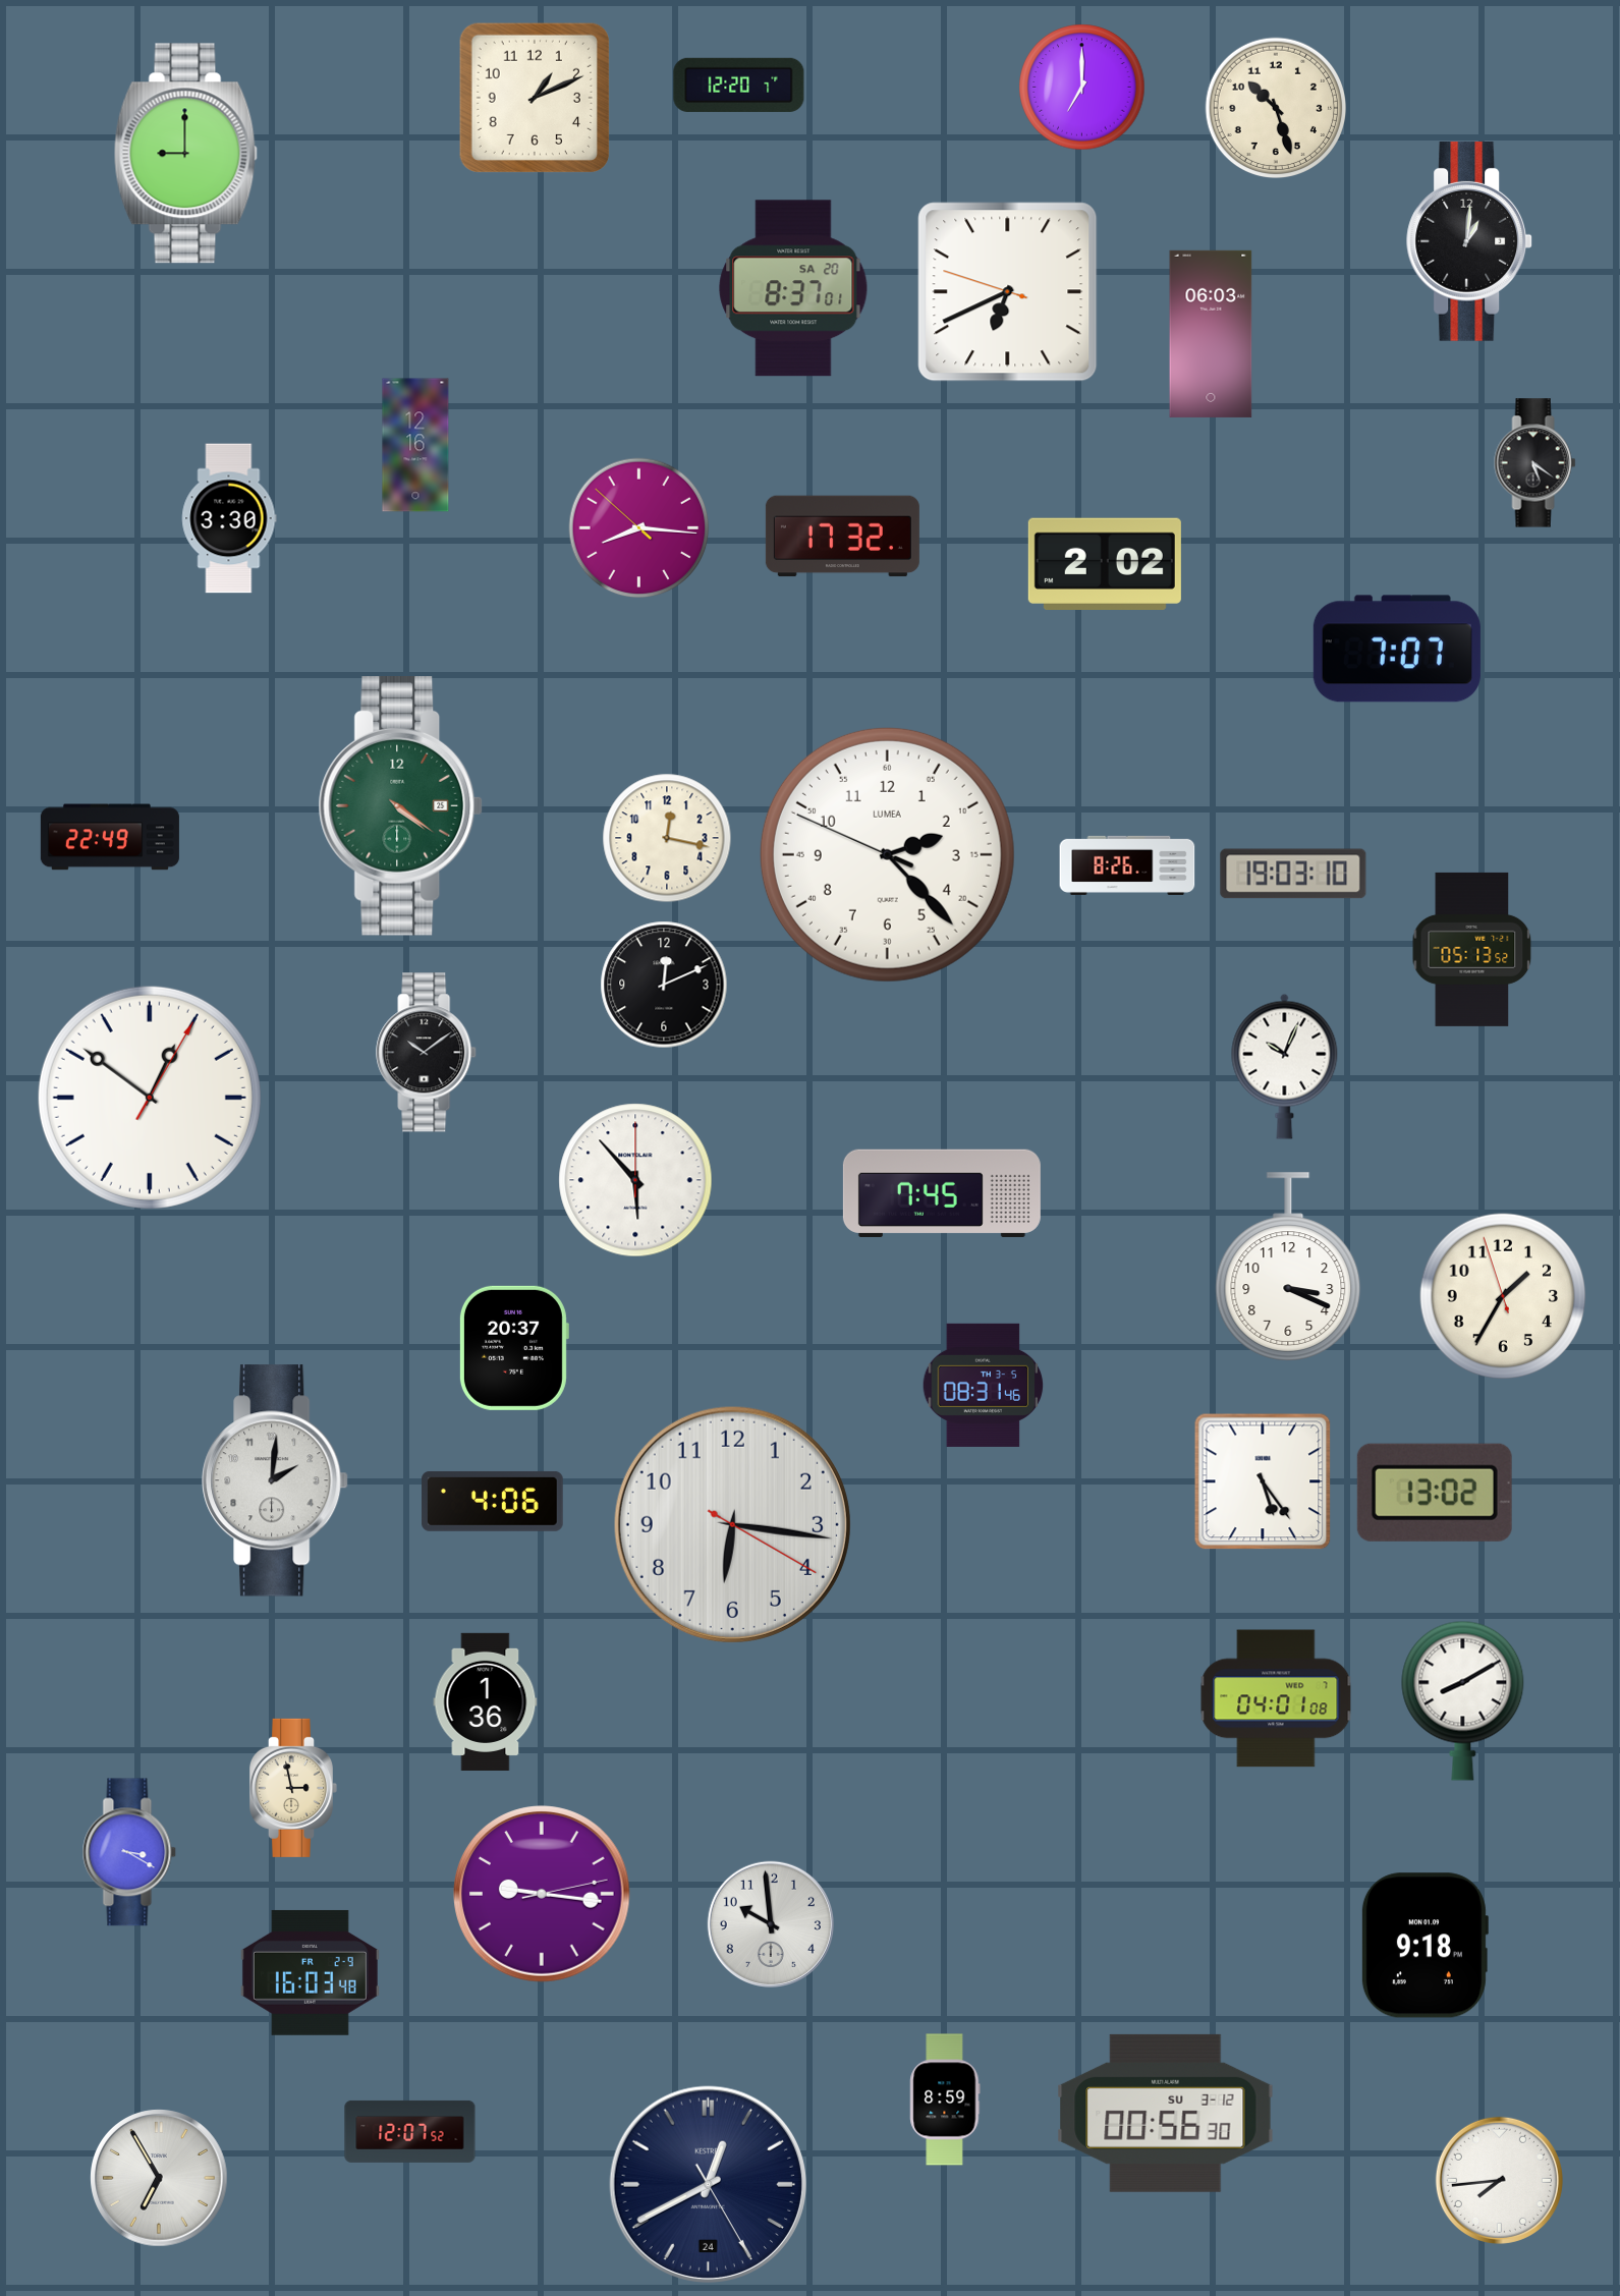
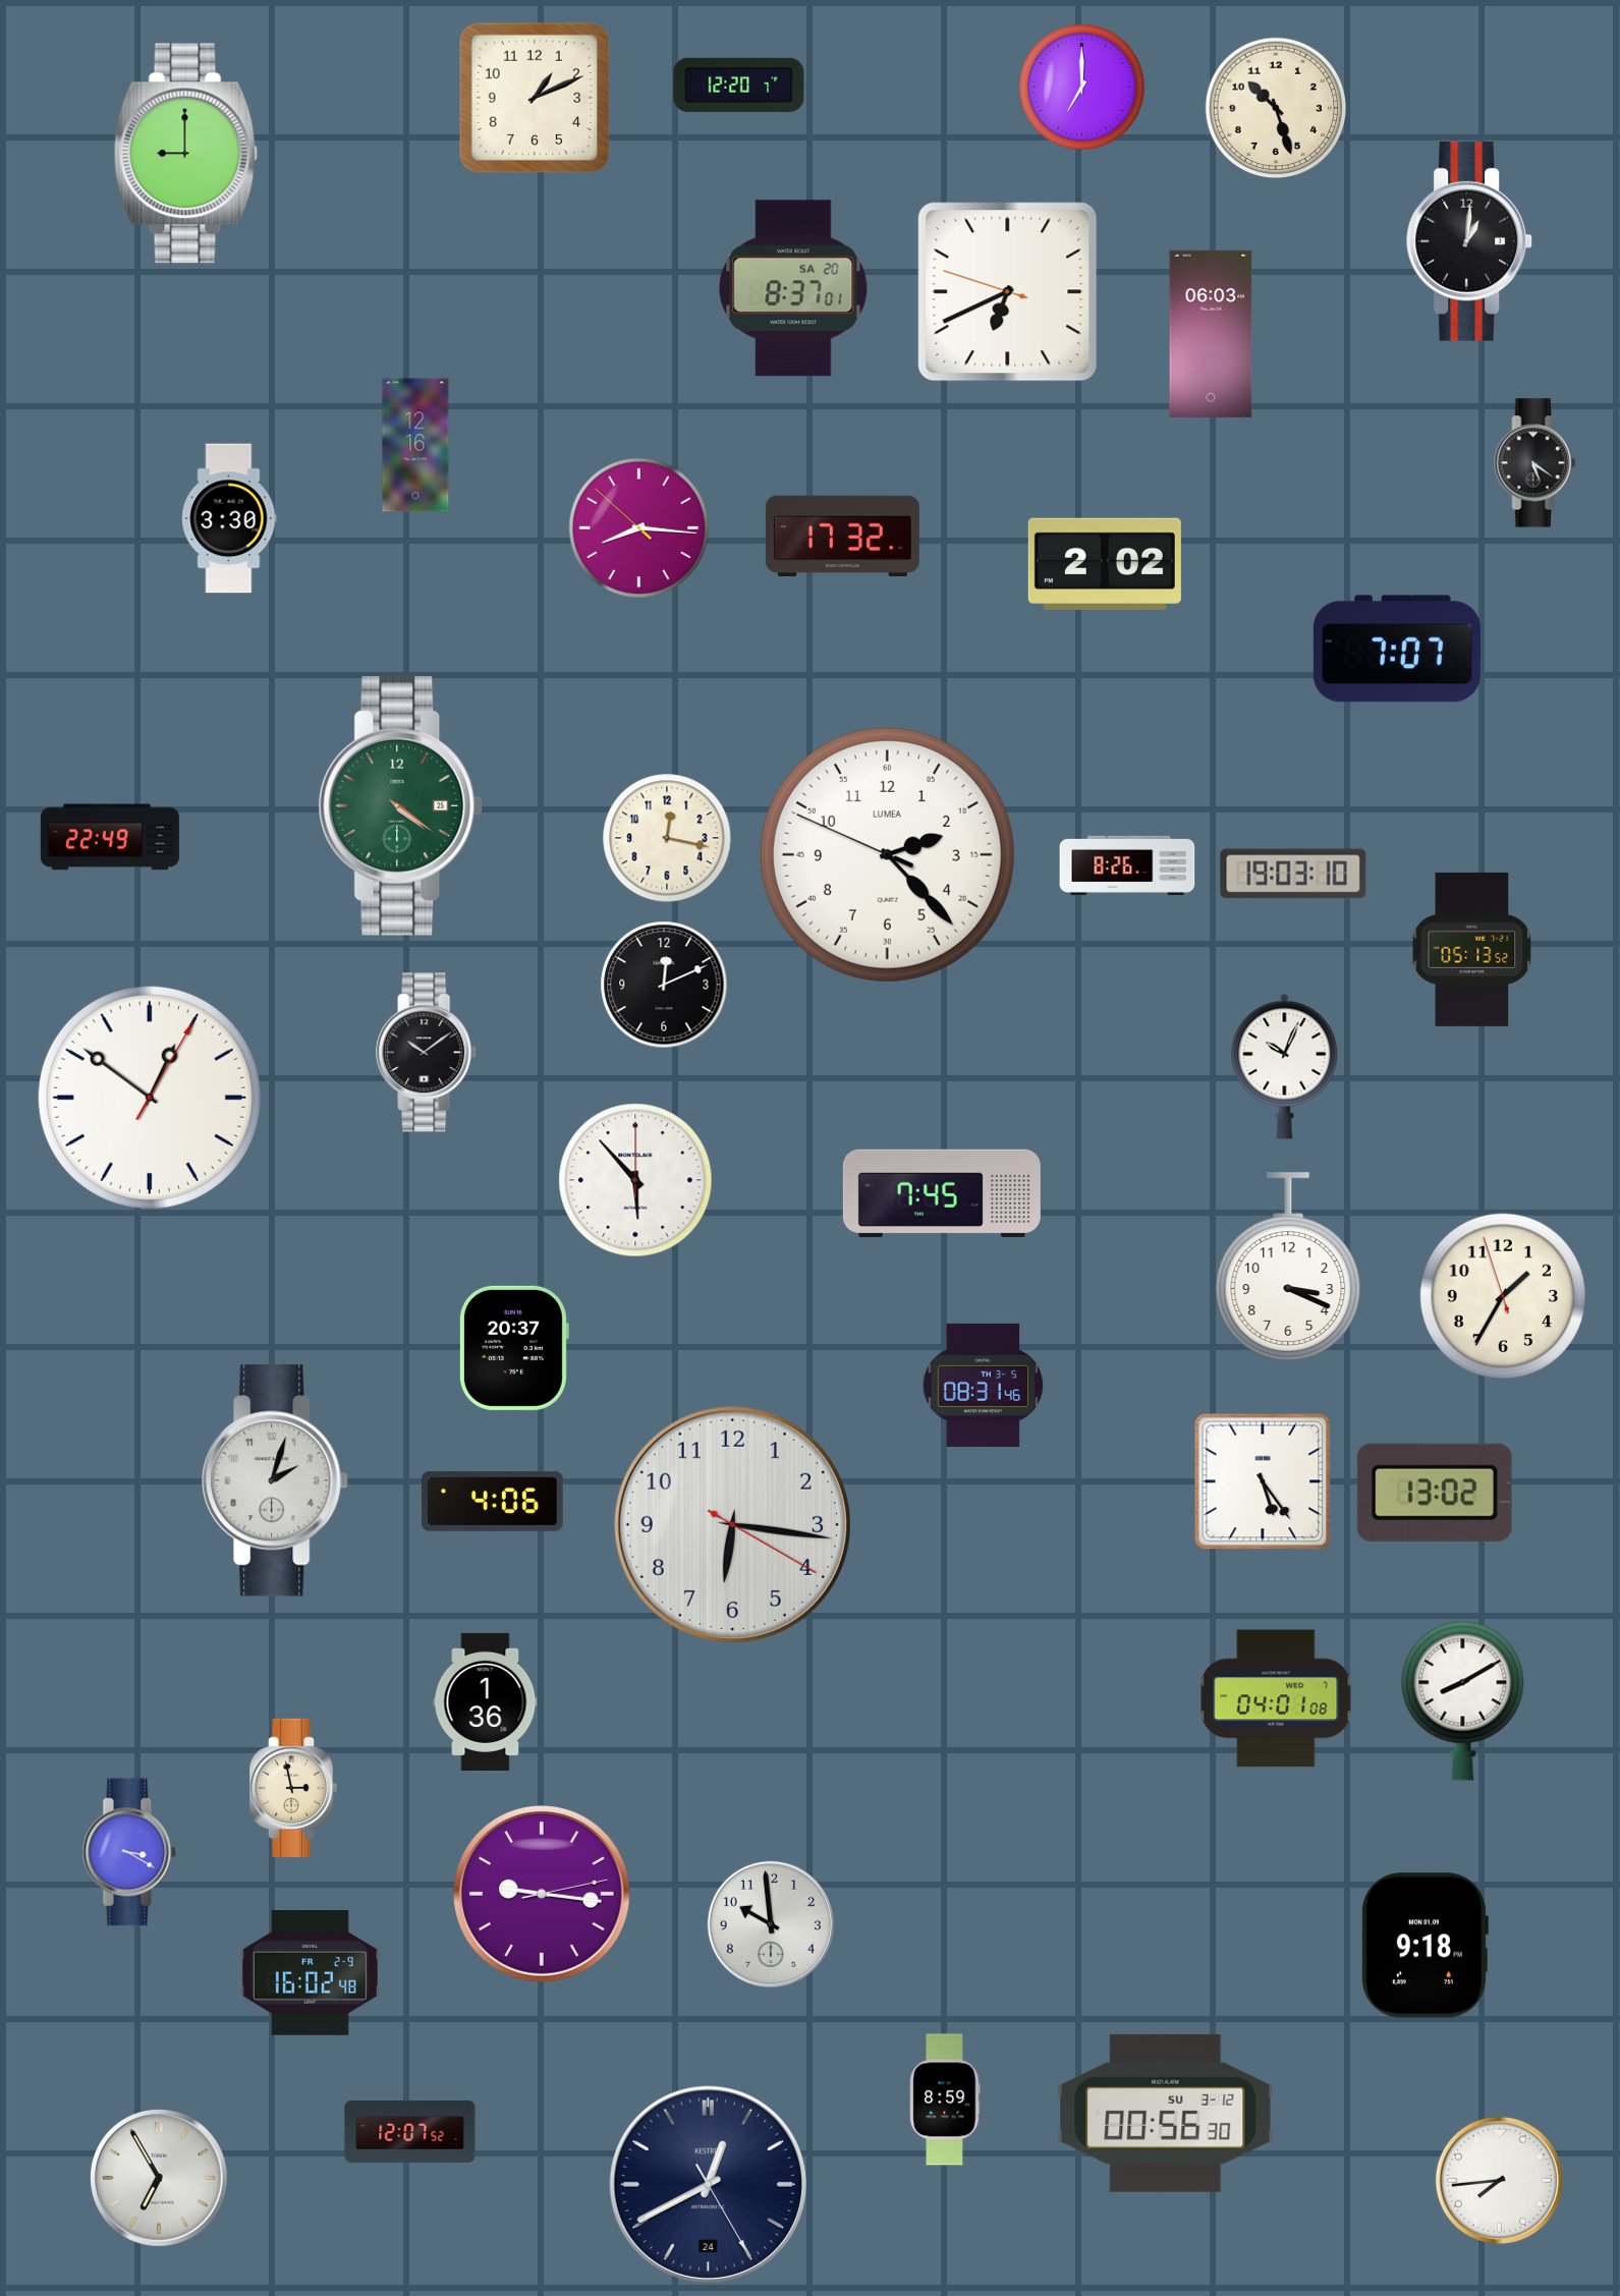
clock at (275, 1480): 2:01 -> 2:03
clock at (310, 1972): 16:03 -> 16:02
